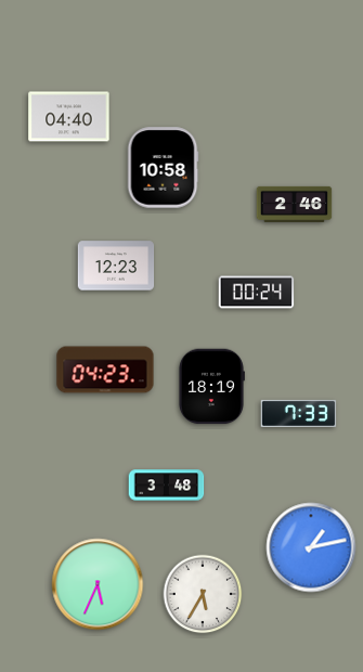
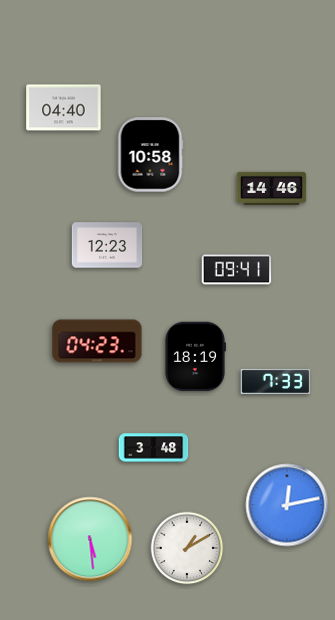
clock at (295, 204): 2:46 -> 14:46
clock at (257, 293): 00:24 -> 09:41
clock at (311, 547): 1:13 -> 12:13
clock at (98, 584): 5:34 -> 5:29
clock at (203, 594): 5:35 -> 1:10
